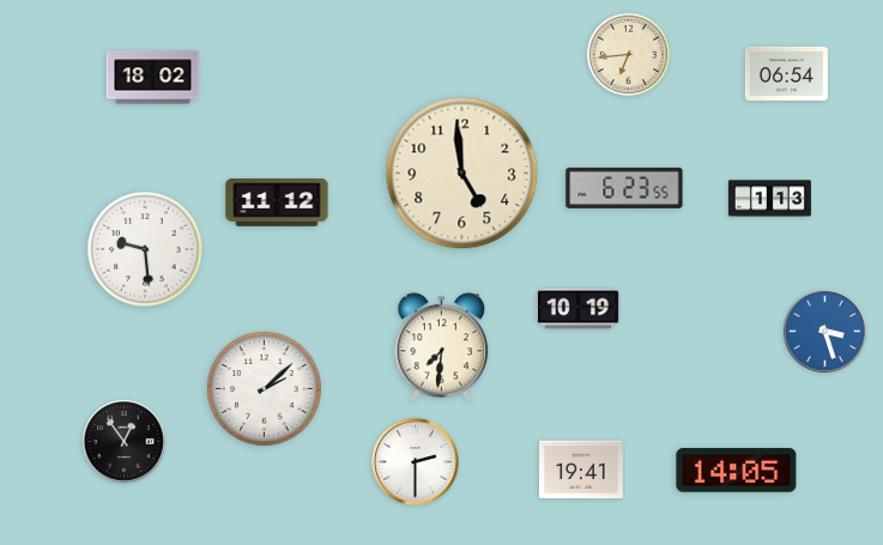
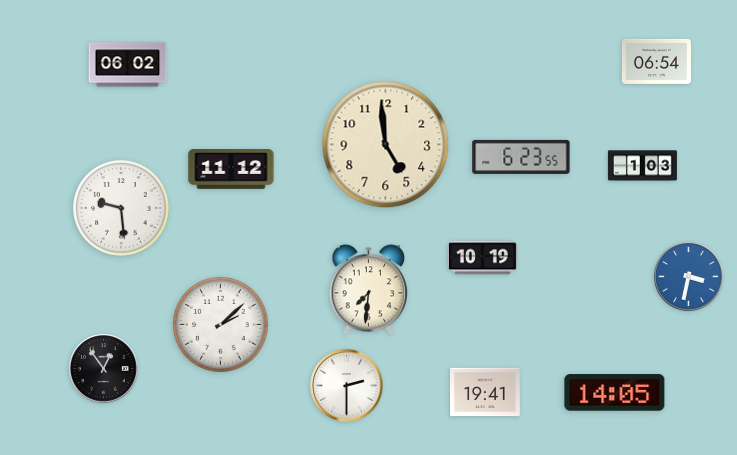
clock at (629, 55): 6:44 -> none
clock at (153, 78): 18:02 -> 06:02
clock at (769, 199): 1:13 -> 1:03
clock at (825, 332): 3:27 -> 3:32
